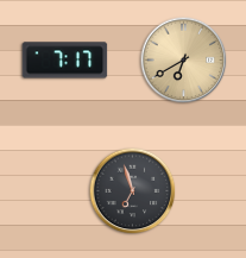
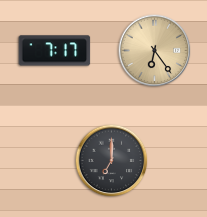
clock at (184, 61): 6:40 -> 6:24
clock at (133, 191): 6:57 -> 7:00
